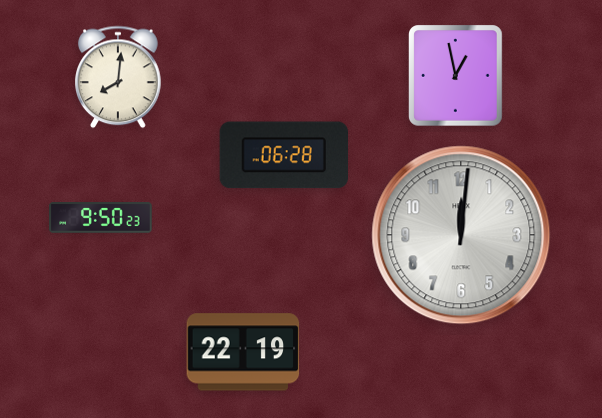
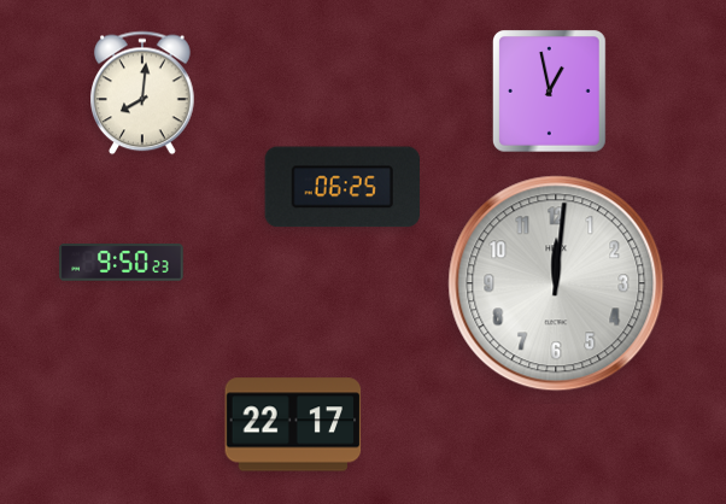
clock at (283, 155): 06:28 -> 06:25
clock at (243, 352): 22:19 -> 22:17
